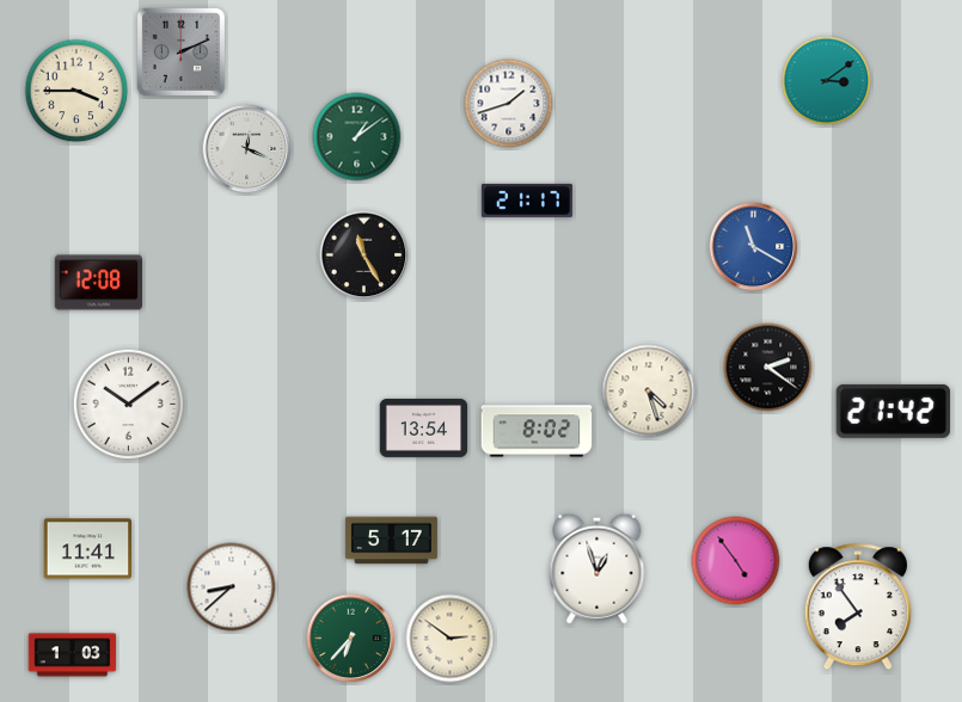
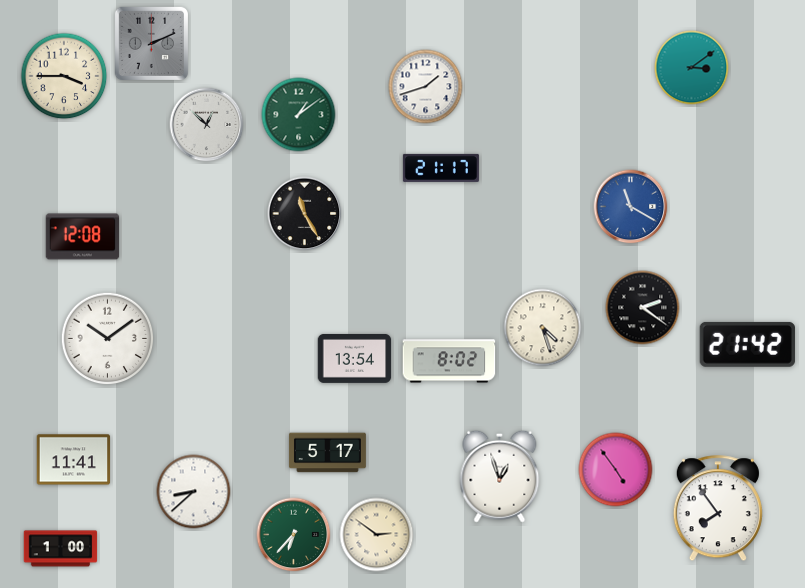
clock at (247, 149): 12:19 -> 12:52
clock at (73, 655): 1:03 -> 1:00
